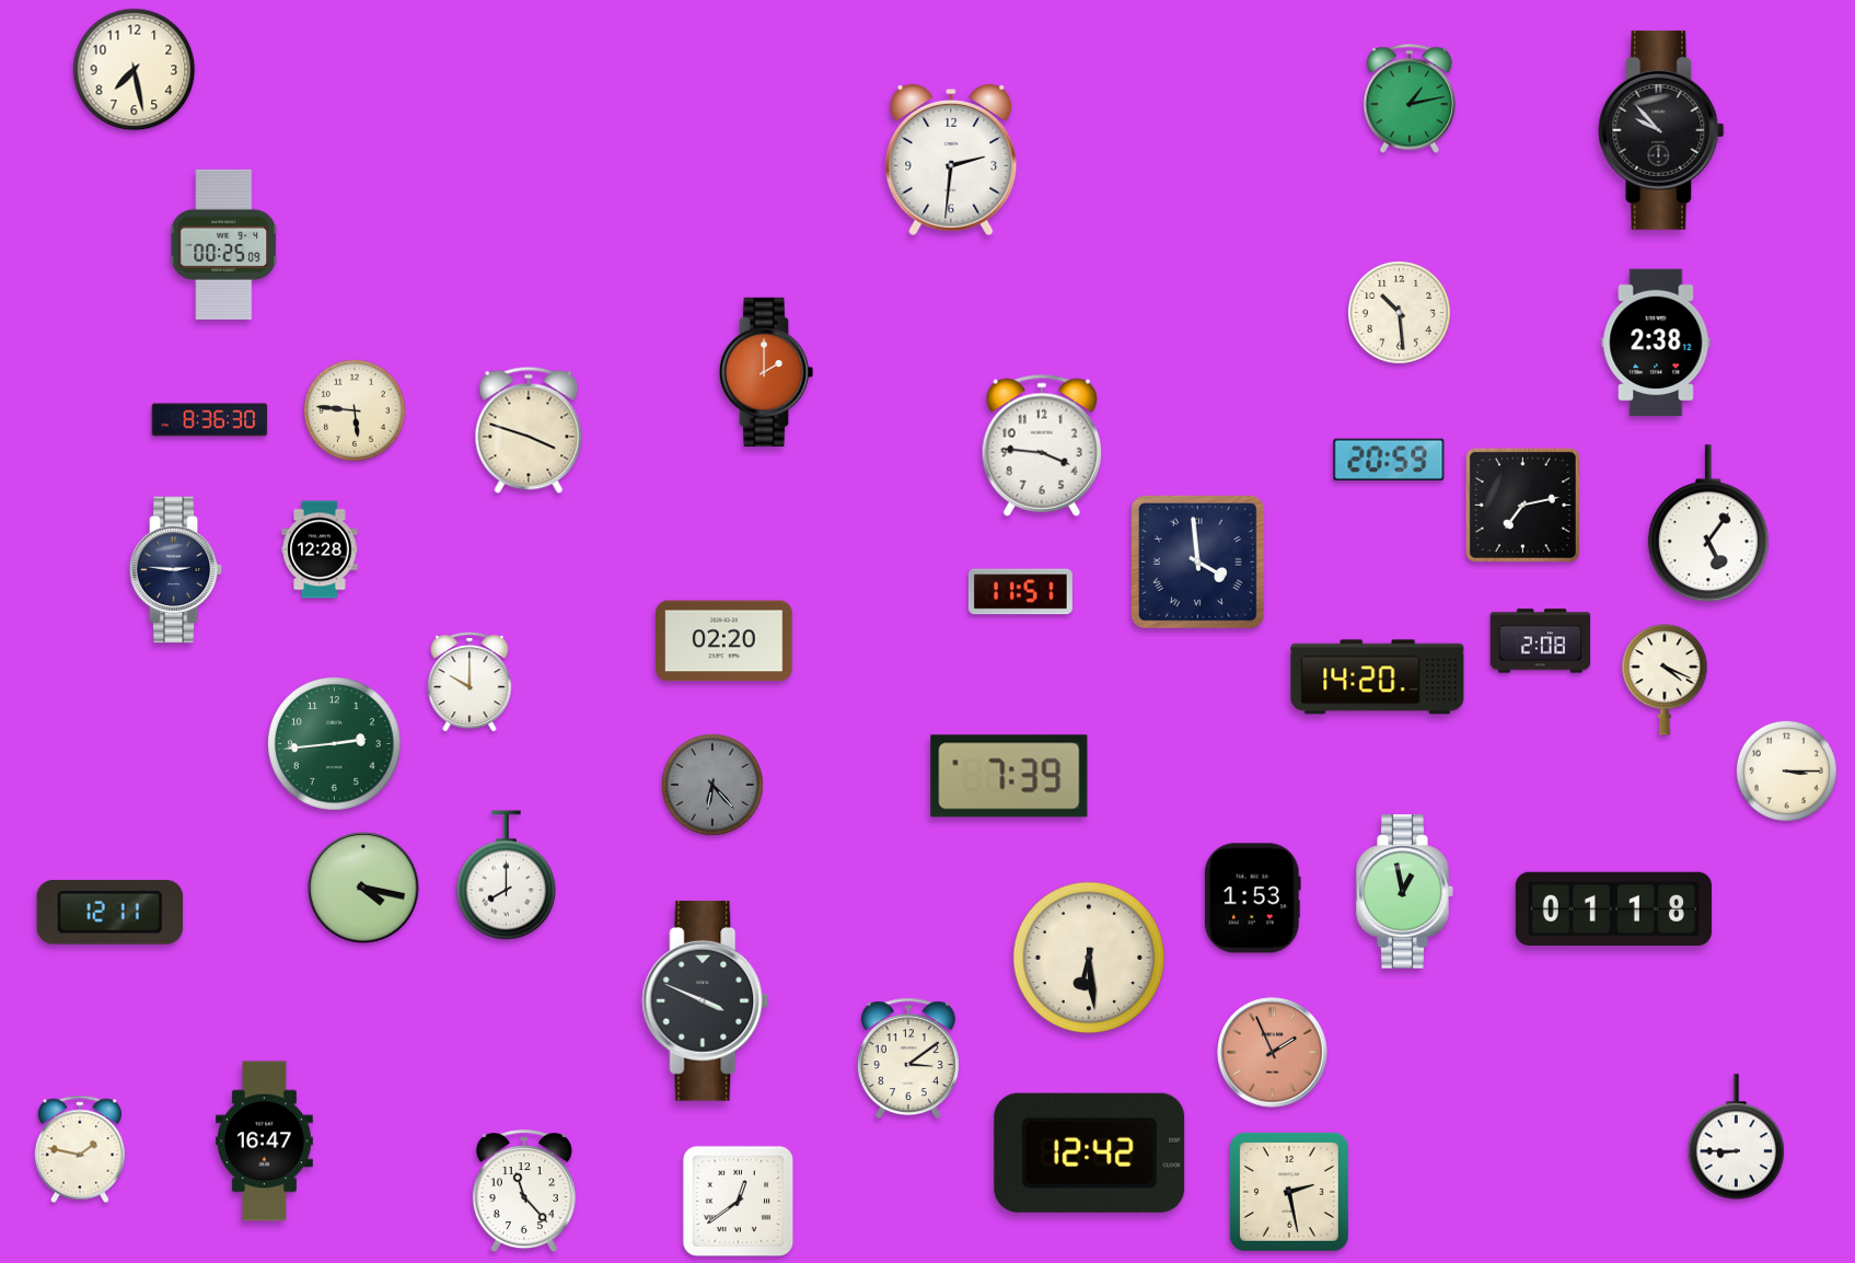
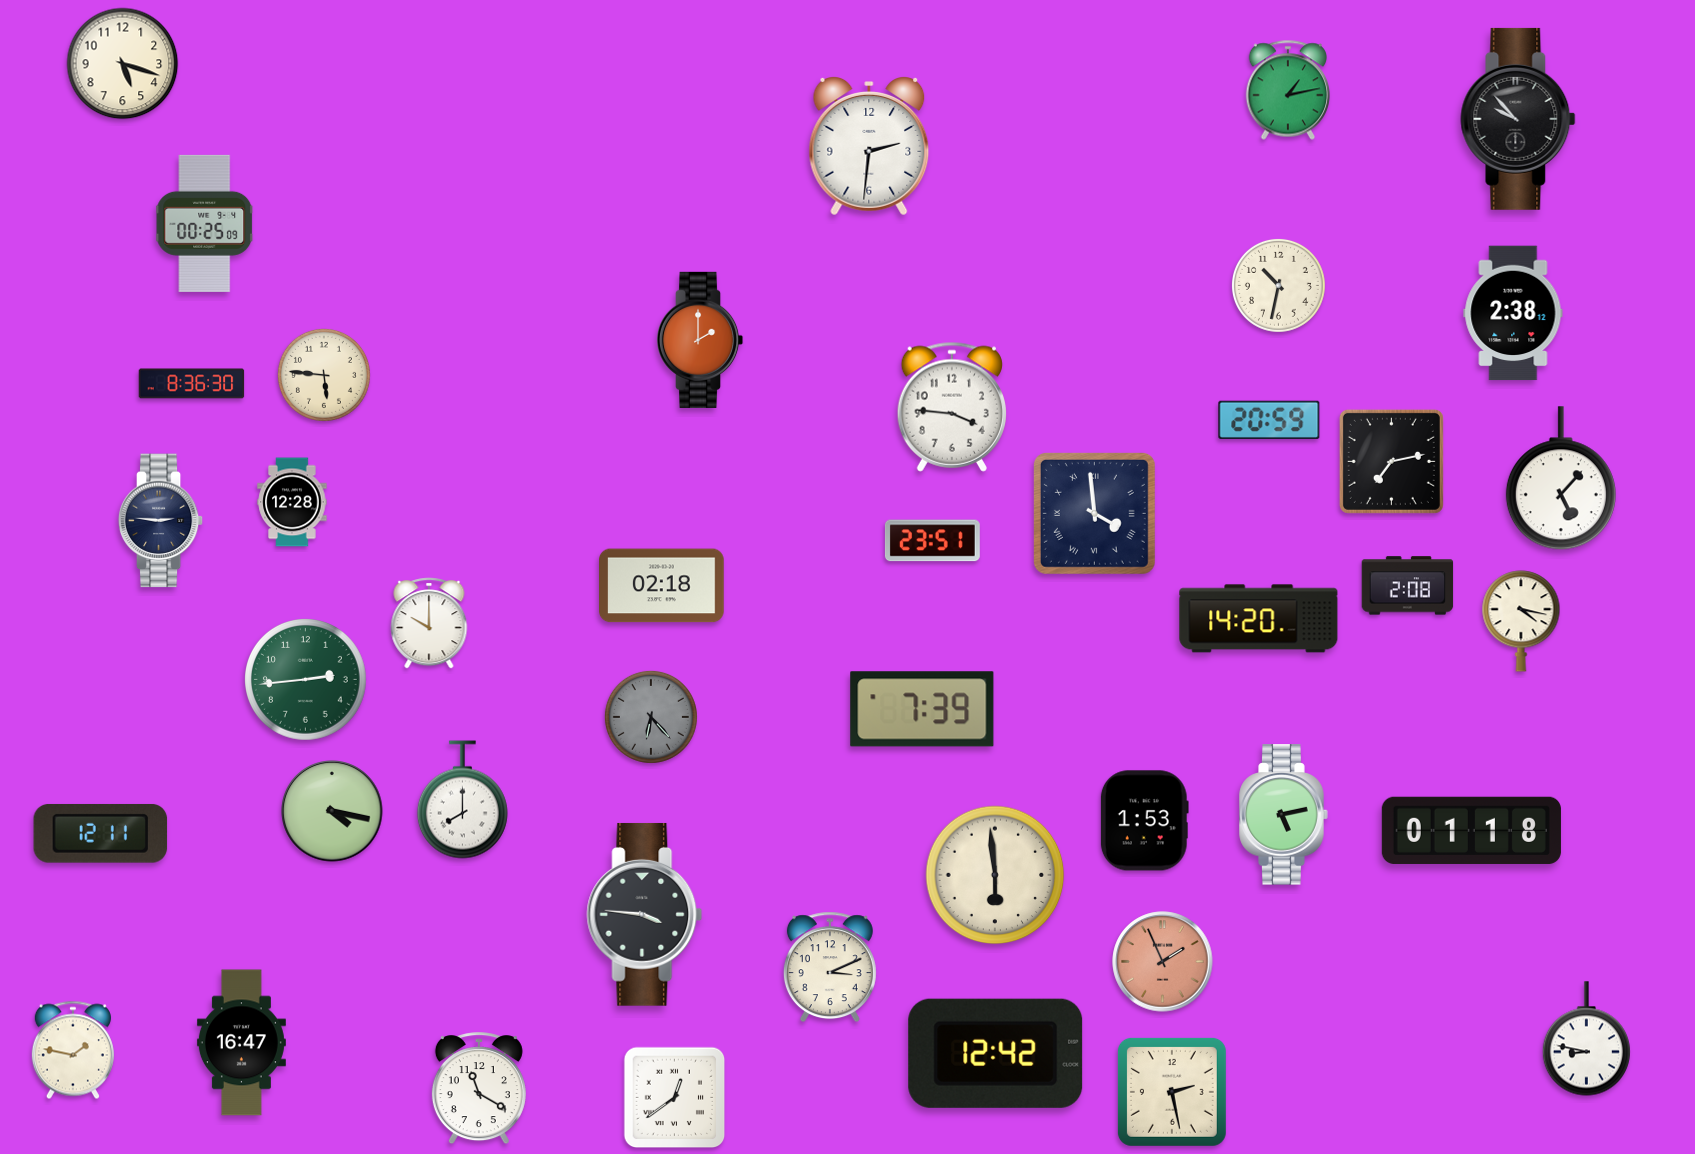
clock at (135, 70): 7:28 -> 5:18
clock at (1399, 312): 10:29 -> 10:32
clock at (529, 430): 3:48 -> none
clock at (1708, 524): 5:06 -> 5:07
clock at (1020, 592): 11:51 -> 23:51
clock at (724, 641): 02:20 -> 02:18
clock at (1665, 680): 4:19 -> 4:17
clock at (1786, 770): 3:15 -> none
clock at (1405, 892): 12:58 -> 5:13
clock at (1613, 908) position: (1613, 908) -> (1471, 830)
clock at (1089, 958): 6:29 -> 5:59
clock at (706, 1000): 3:49 -> 3:46
clock at (908, 1058): 3:09 -> 3:11
clock at (1736, 1137): 8:45 -> 8:47
clock at (524, 1192): 11:23 -> 11:20
clock at (1289, 1192) position: (1289, 1192) -> (1172, 1092)
